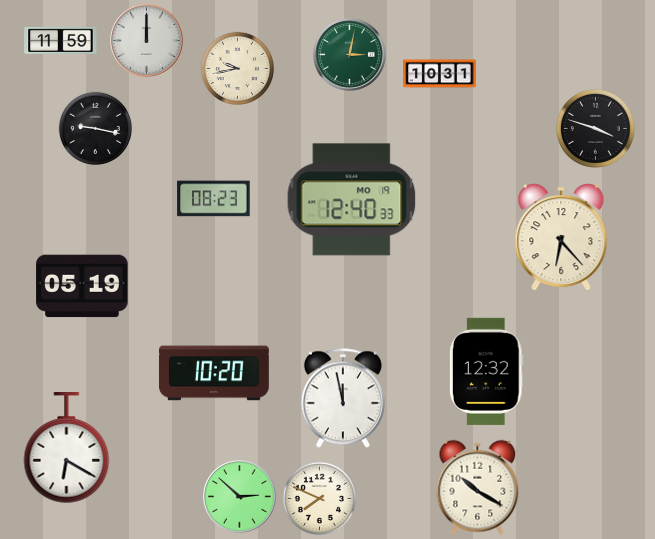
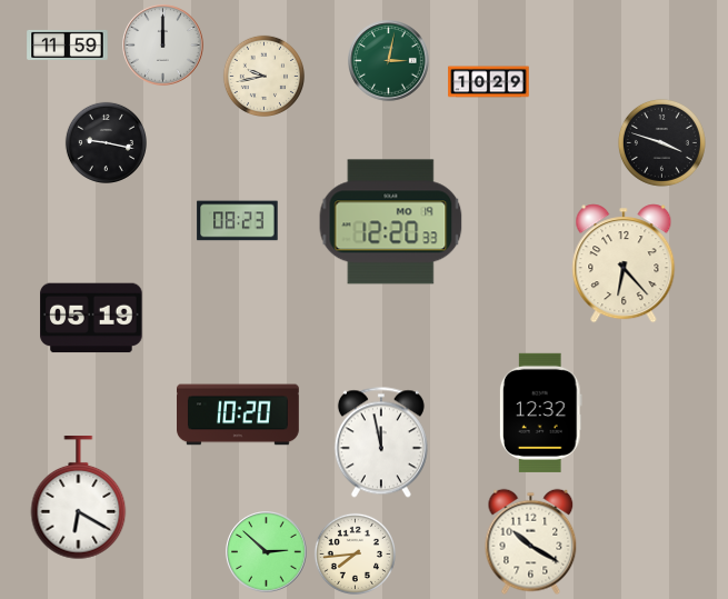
clock at (440, 74): 10:31 -> 10:29
clock at (352, 200): 12:40 -> 12:20
clock at (67, 448) position: (67, 448) -> (79, 498)
clock at (319, 498): 7:49 -> 7:44
